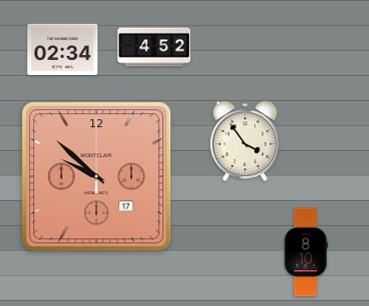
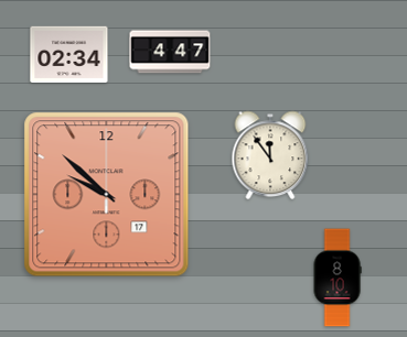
clock at (154, 47): 4:52 -> 4:47
clock at (245, 141): 3:54 -> 11:54
